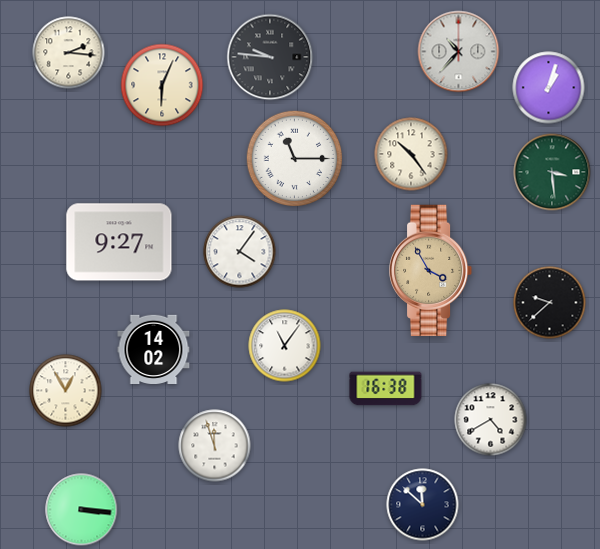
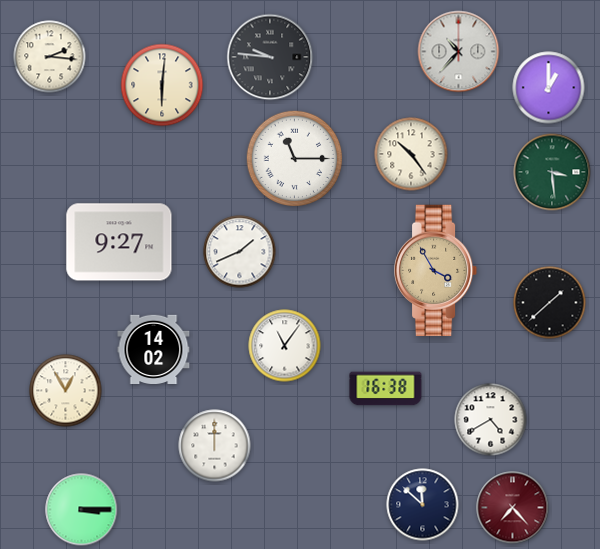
clock at (69, 53) position: (69, 53) -> (50, 57)
clock at (162, 85): 6:04 -> 6:01
clock at (549, 88): 1:03 -> 1:00
clock at (240, 252): 4:06 -> 1:41
clock at (431, 271) position: (431, 271) -> (436, 271)
clock at (550, 303): 9:38 -> 1:38
clock at (215, 446): 11:57 -> 12:00
clock at (513, 508): none -> 7:23
clock at (82, 510): 3:16 -> 3:15
